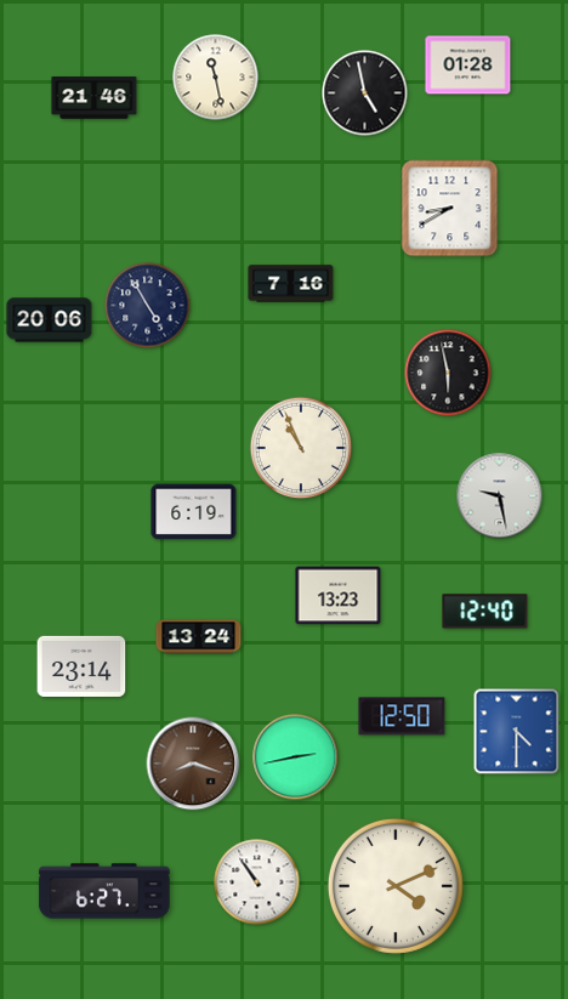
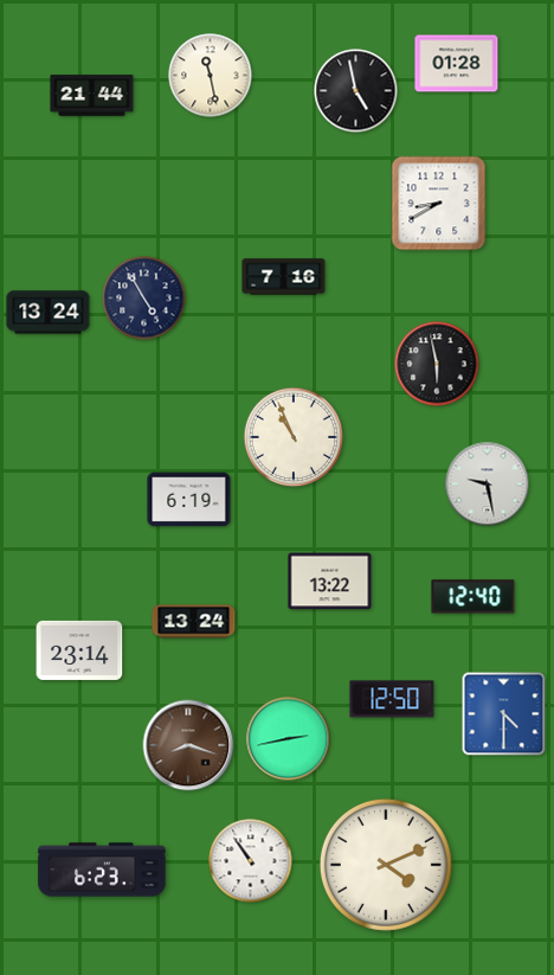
clock at (95, 98): 21:46 -> 21:44
clock at (50, 320): 20:06 -> 13:24
clock at (339, 596): 13:23 -> 13:22
clock at (104, 891): 6:27 -> 6:23
